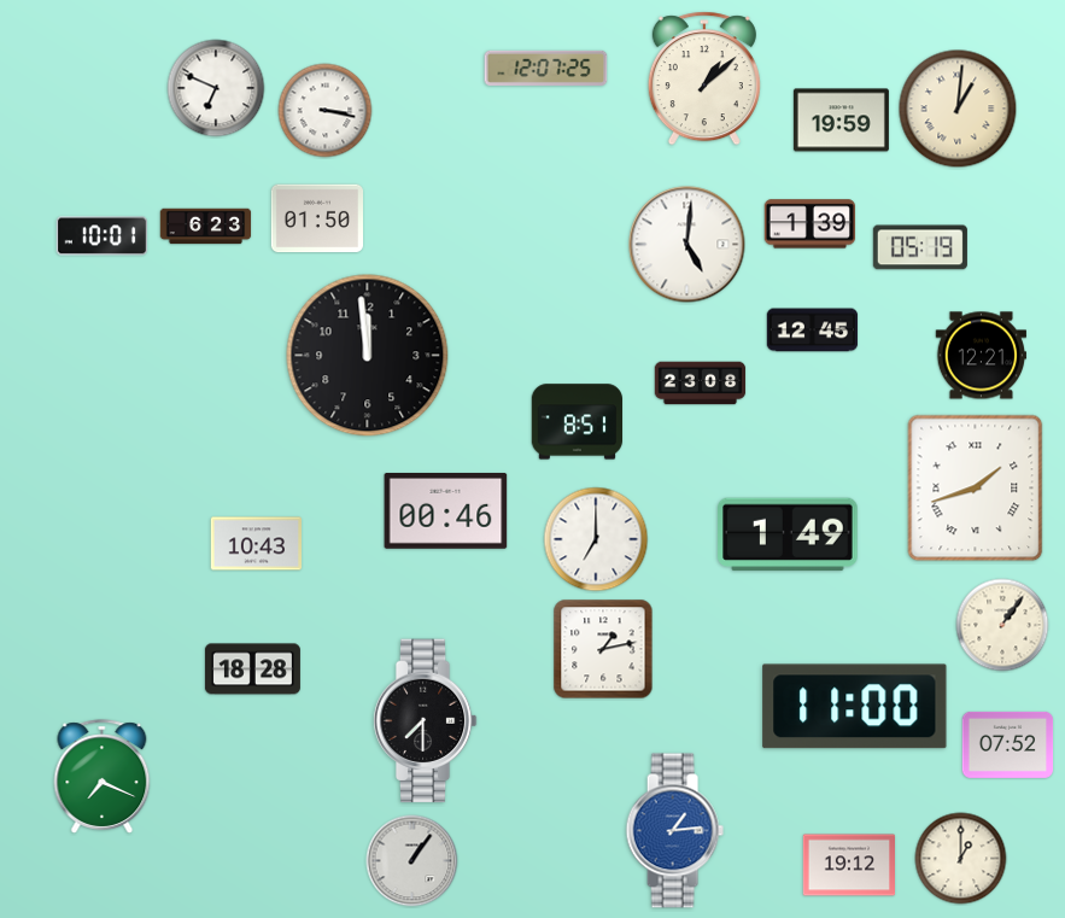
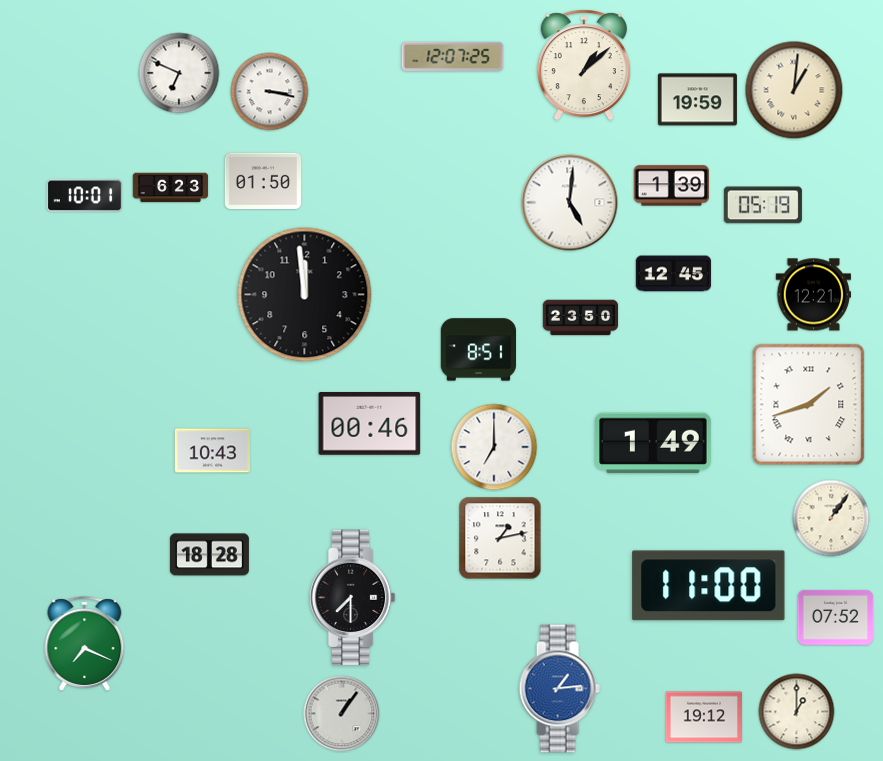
clock at (701, 384): 23:08 -> 23:50
